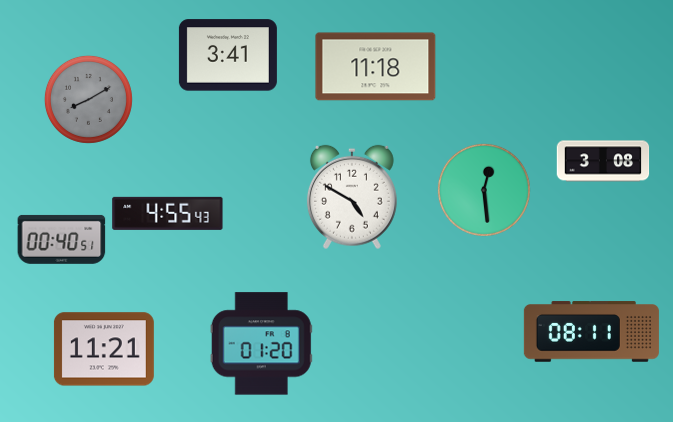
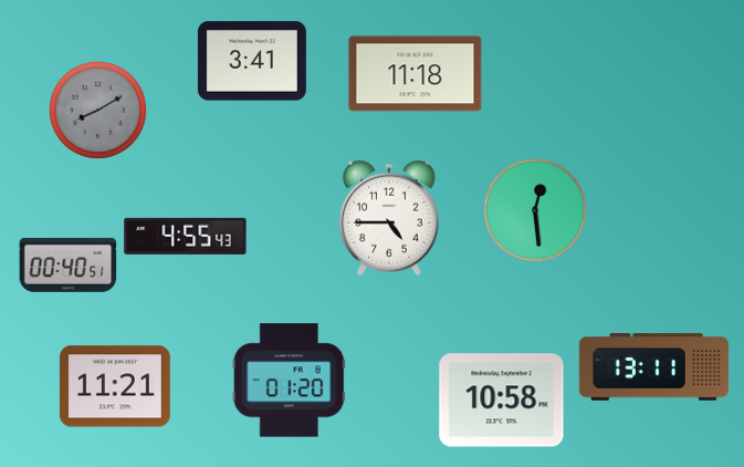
clock at (603, 161): 3:08 -> none
clock at (352, 197): 4:50 -> 4:45
clock at (591, 332): 08:11 -> 13:11
clock at (502, 401): none -> 10:58
